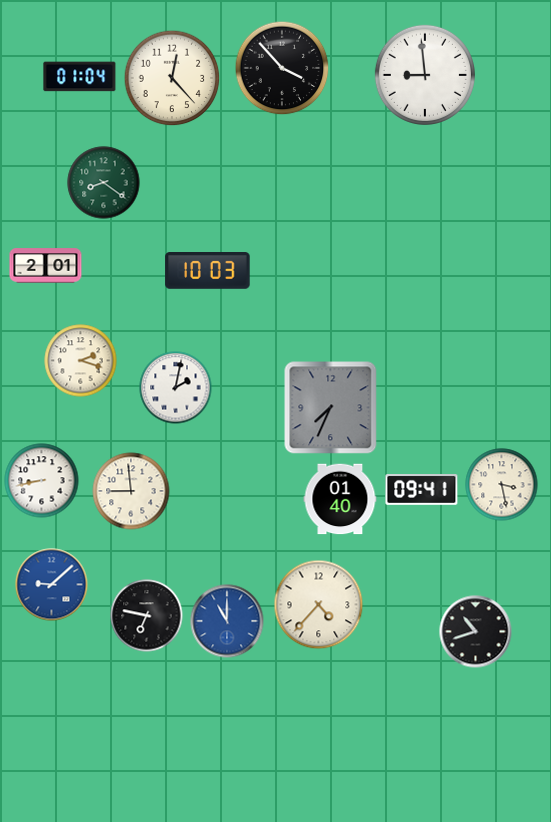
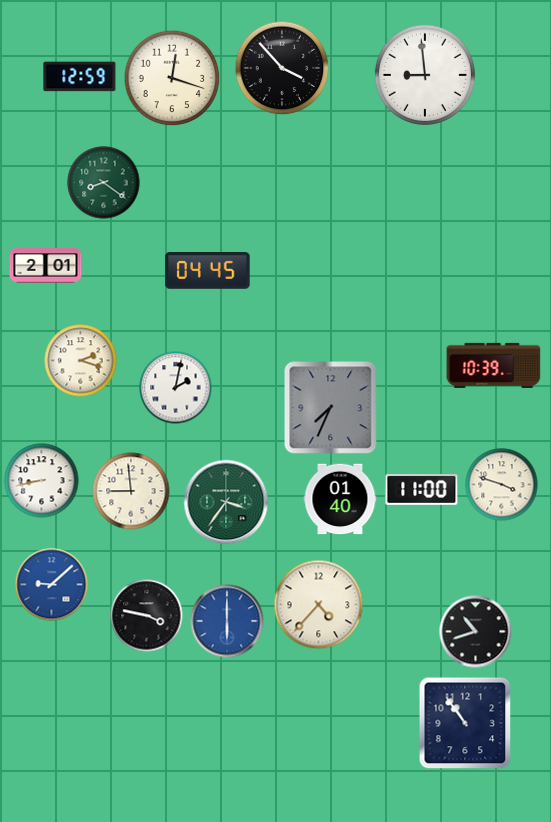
clock at (80, 77): 01:04 -> 12:59
clock at (172, 78): 12:23 -> 12:18
clock at (208, 271): 10:03 -> 04:45
clock at (494, 365): none -> 10:39
clock at (502, 485): 3:28 -> 3:48
clock at (422, 490): 09:41 -> 11:00
clock at (226, 502): none -> 3:36
clock at (147, 616): 6:47 -> 3:47
clock at (227, 621): 11:00 -> 6:00
clock at (465, 723): none -> 10:54
